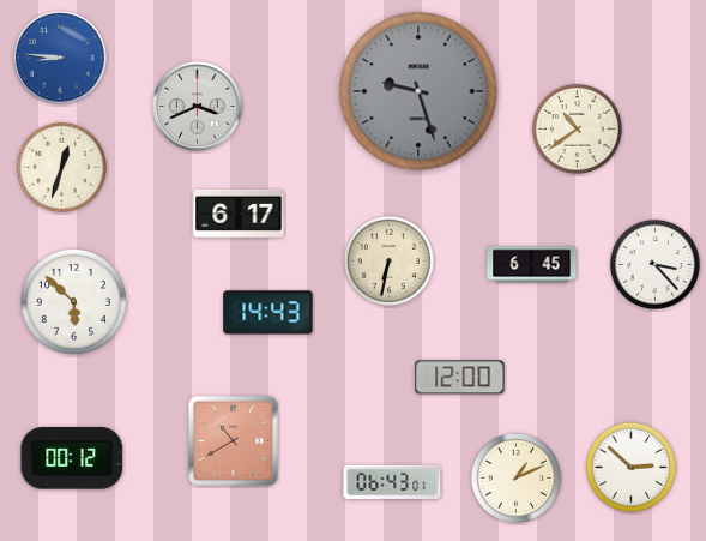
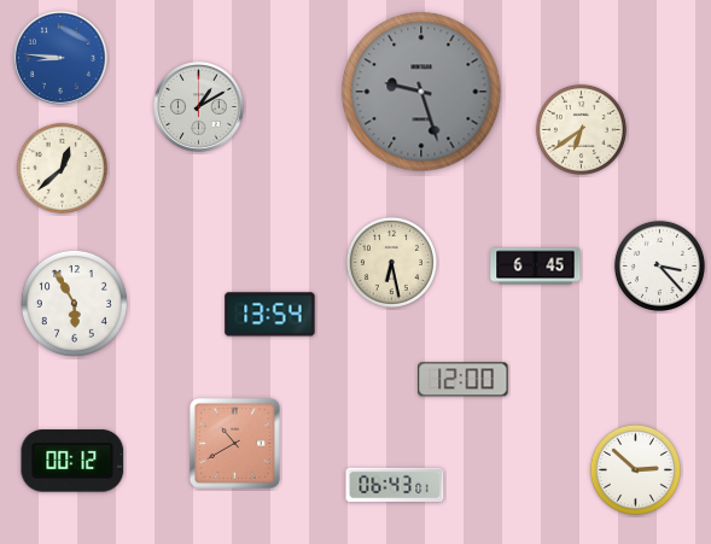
clock at (198, 107): 3:41 -> 1:10
clock at (577, 128): 10:39 -> 6:39
clock at (61, 167): 12:33 -> 12:38
clock at (239, 214): 6:17 -> none
clock at (388, 260): 6:32 -> 6:28
clock at (73, 301): 5:52 -> 5:55
clock at (268, 313): 14:43 -> 13:54
clock at (515, 477): 1:11 -> none
